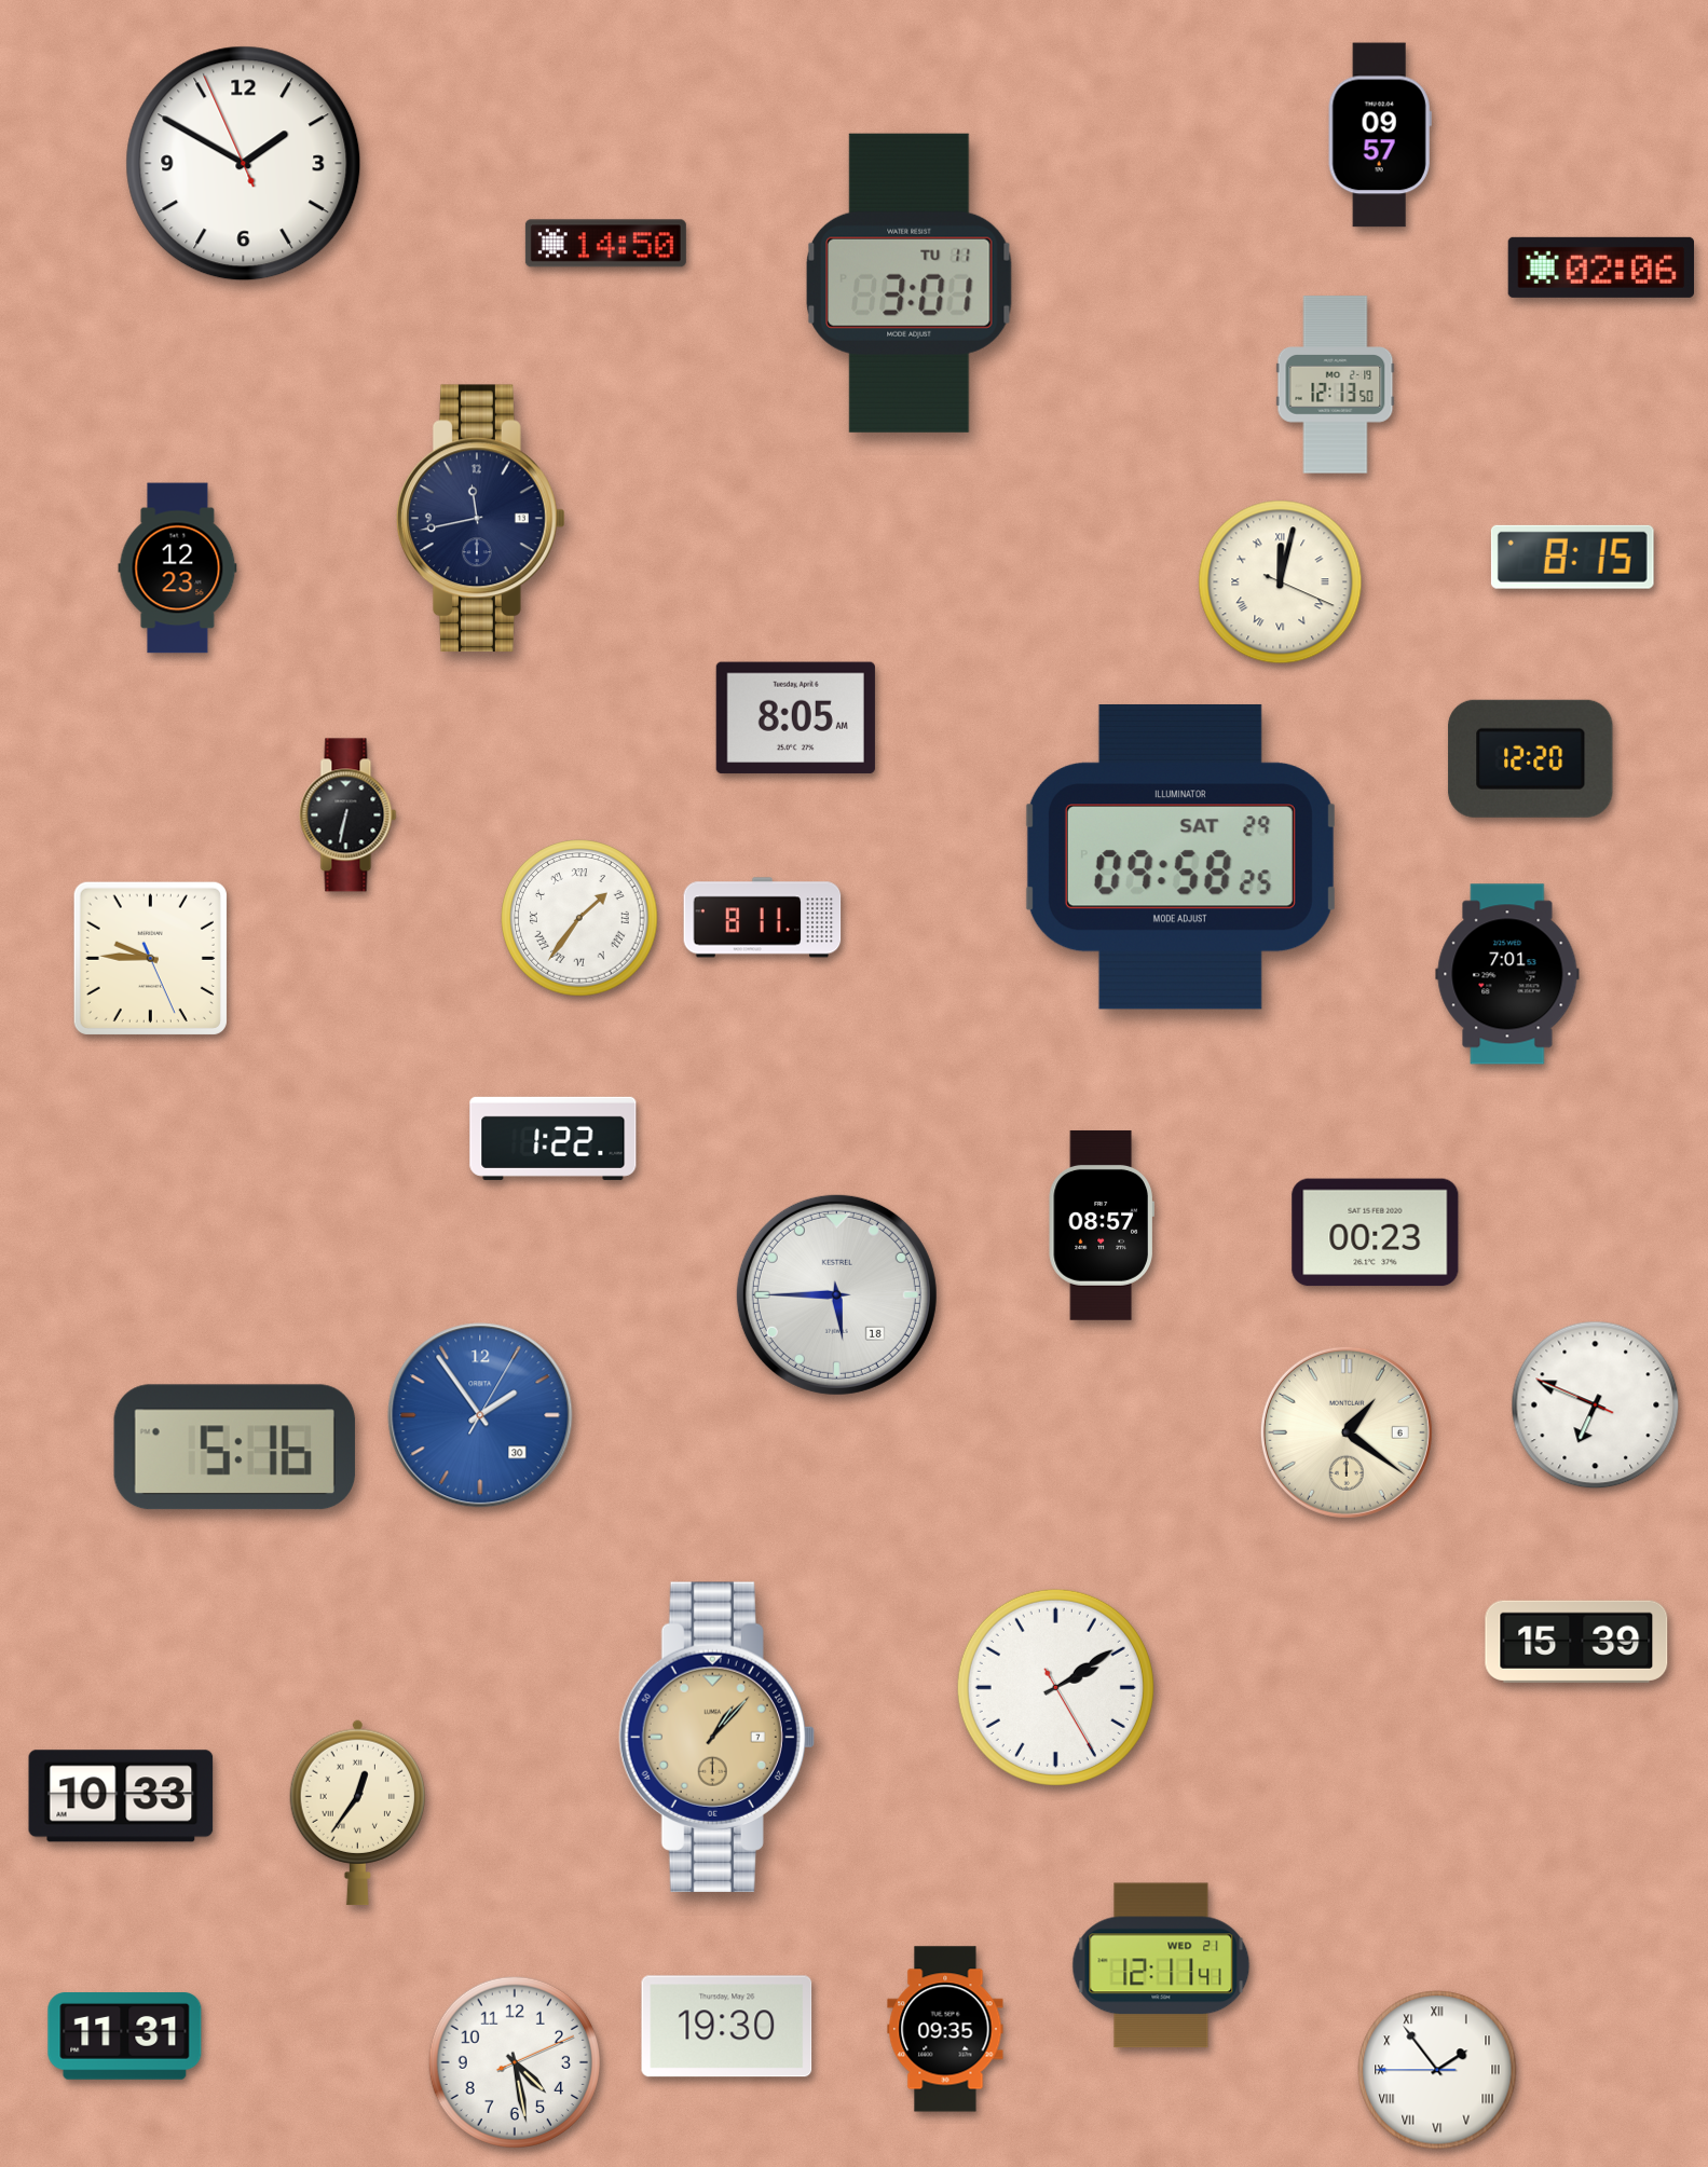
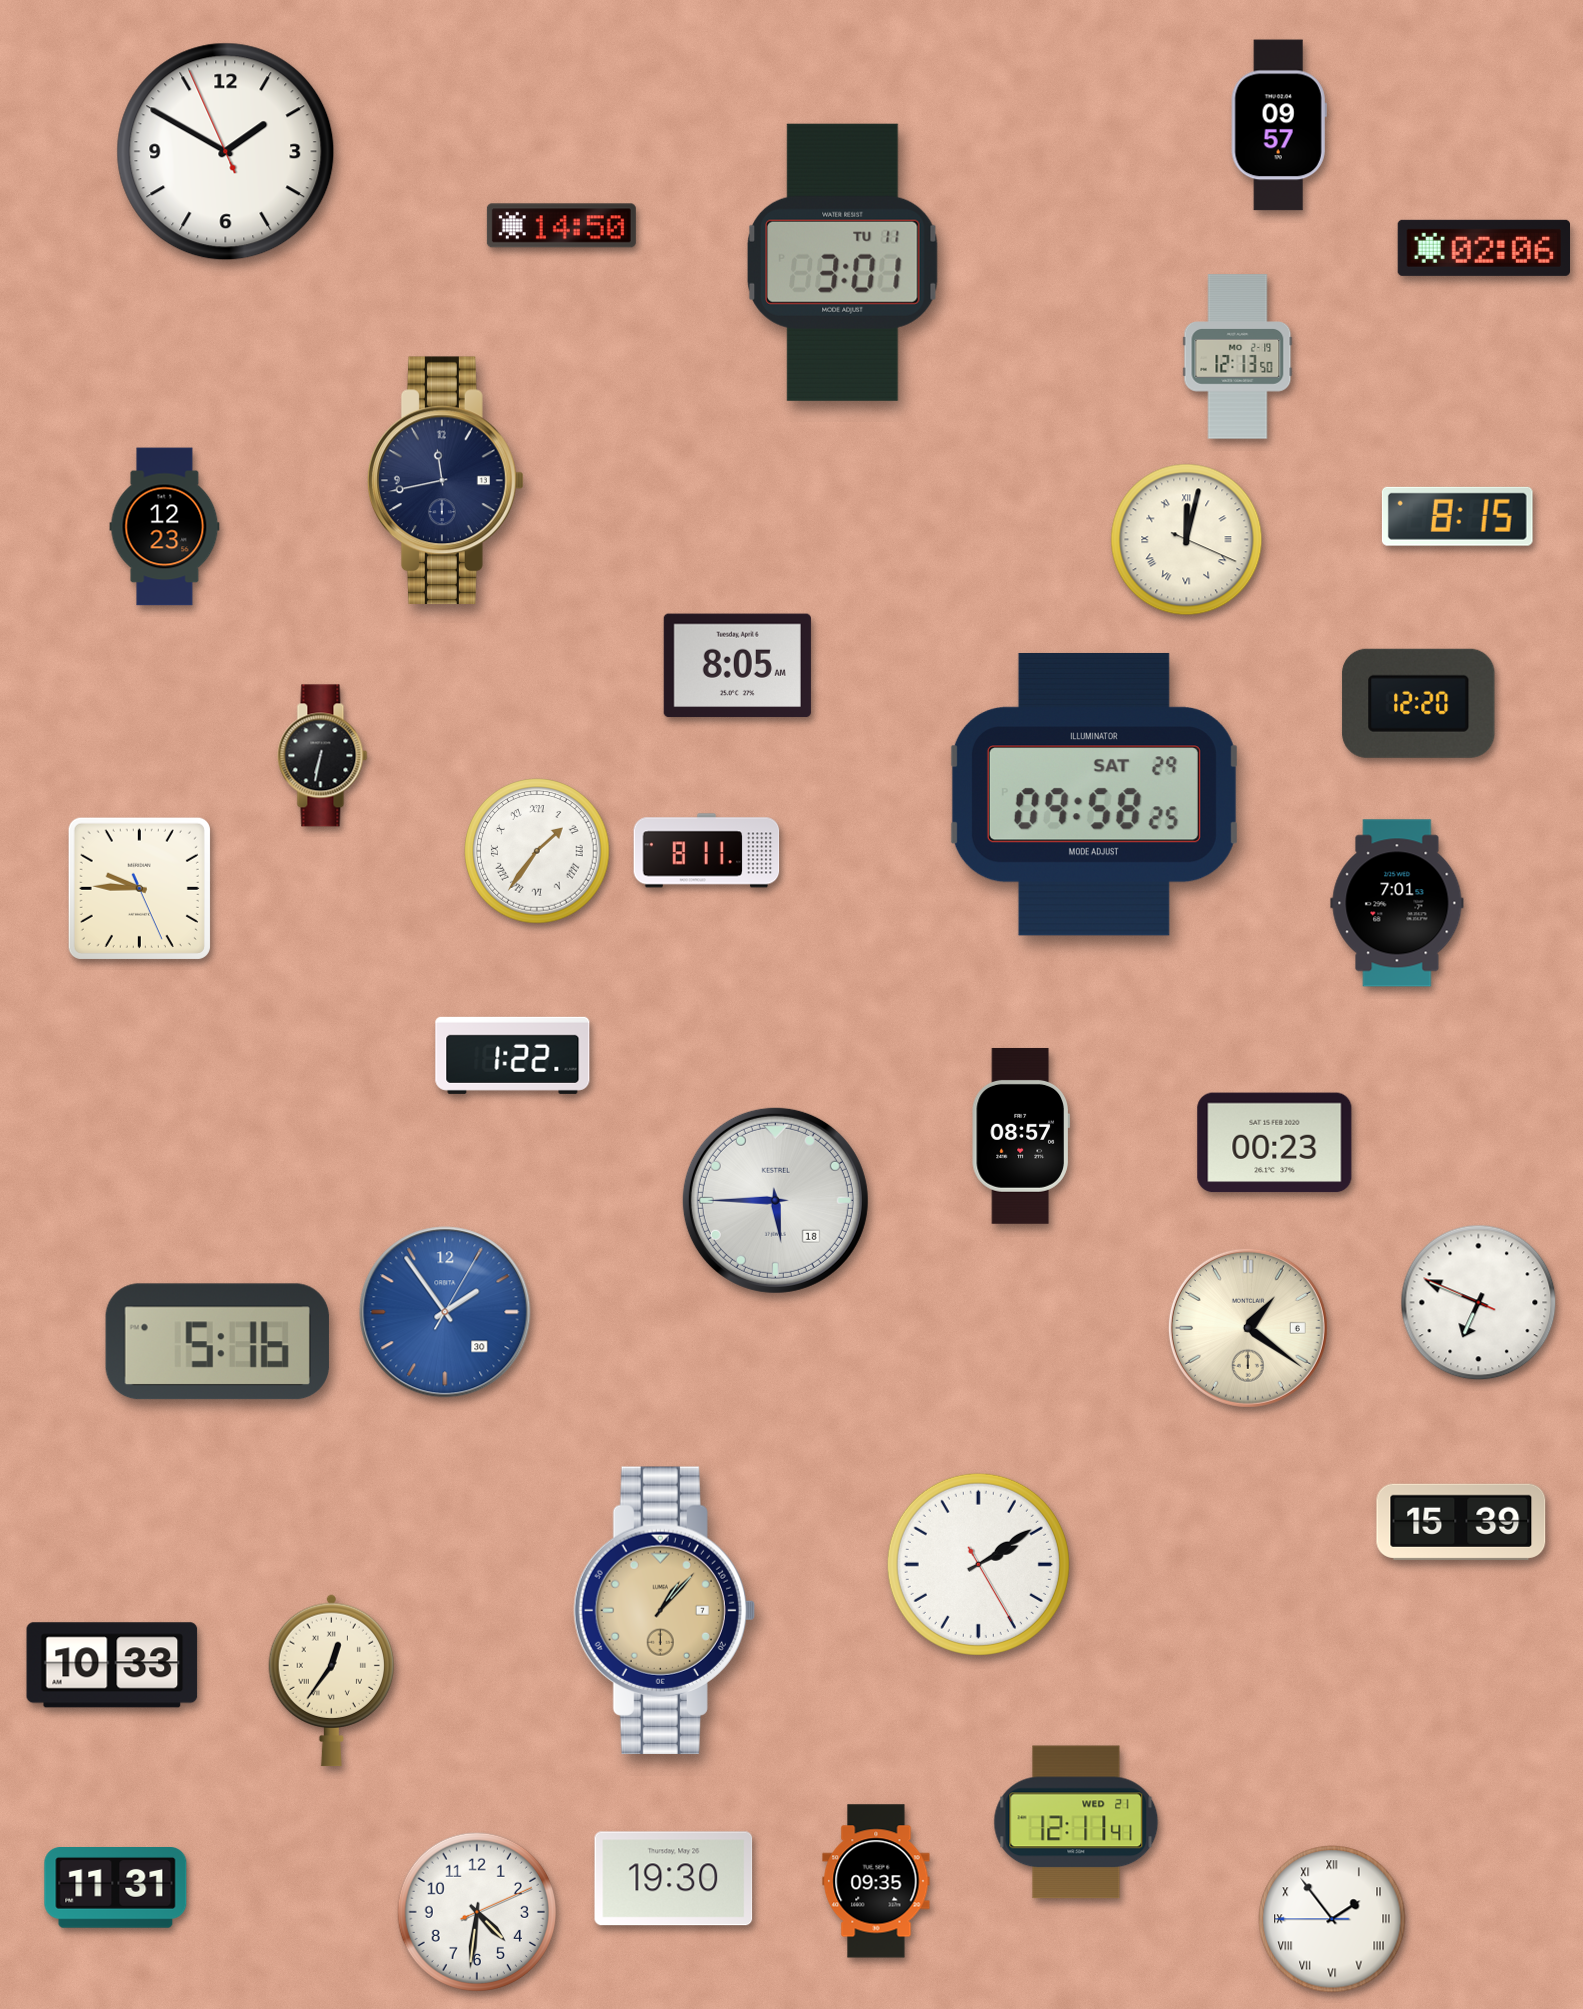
clock at (514, 2061): 4:28 -> 4:31
